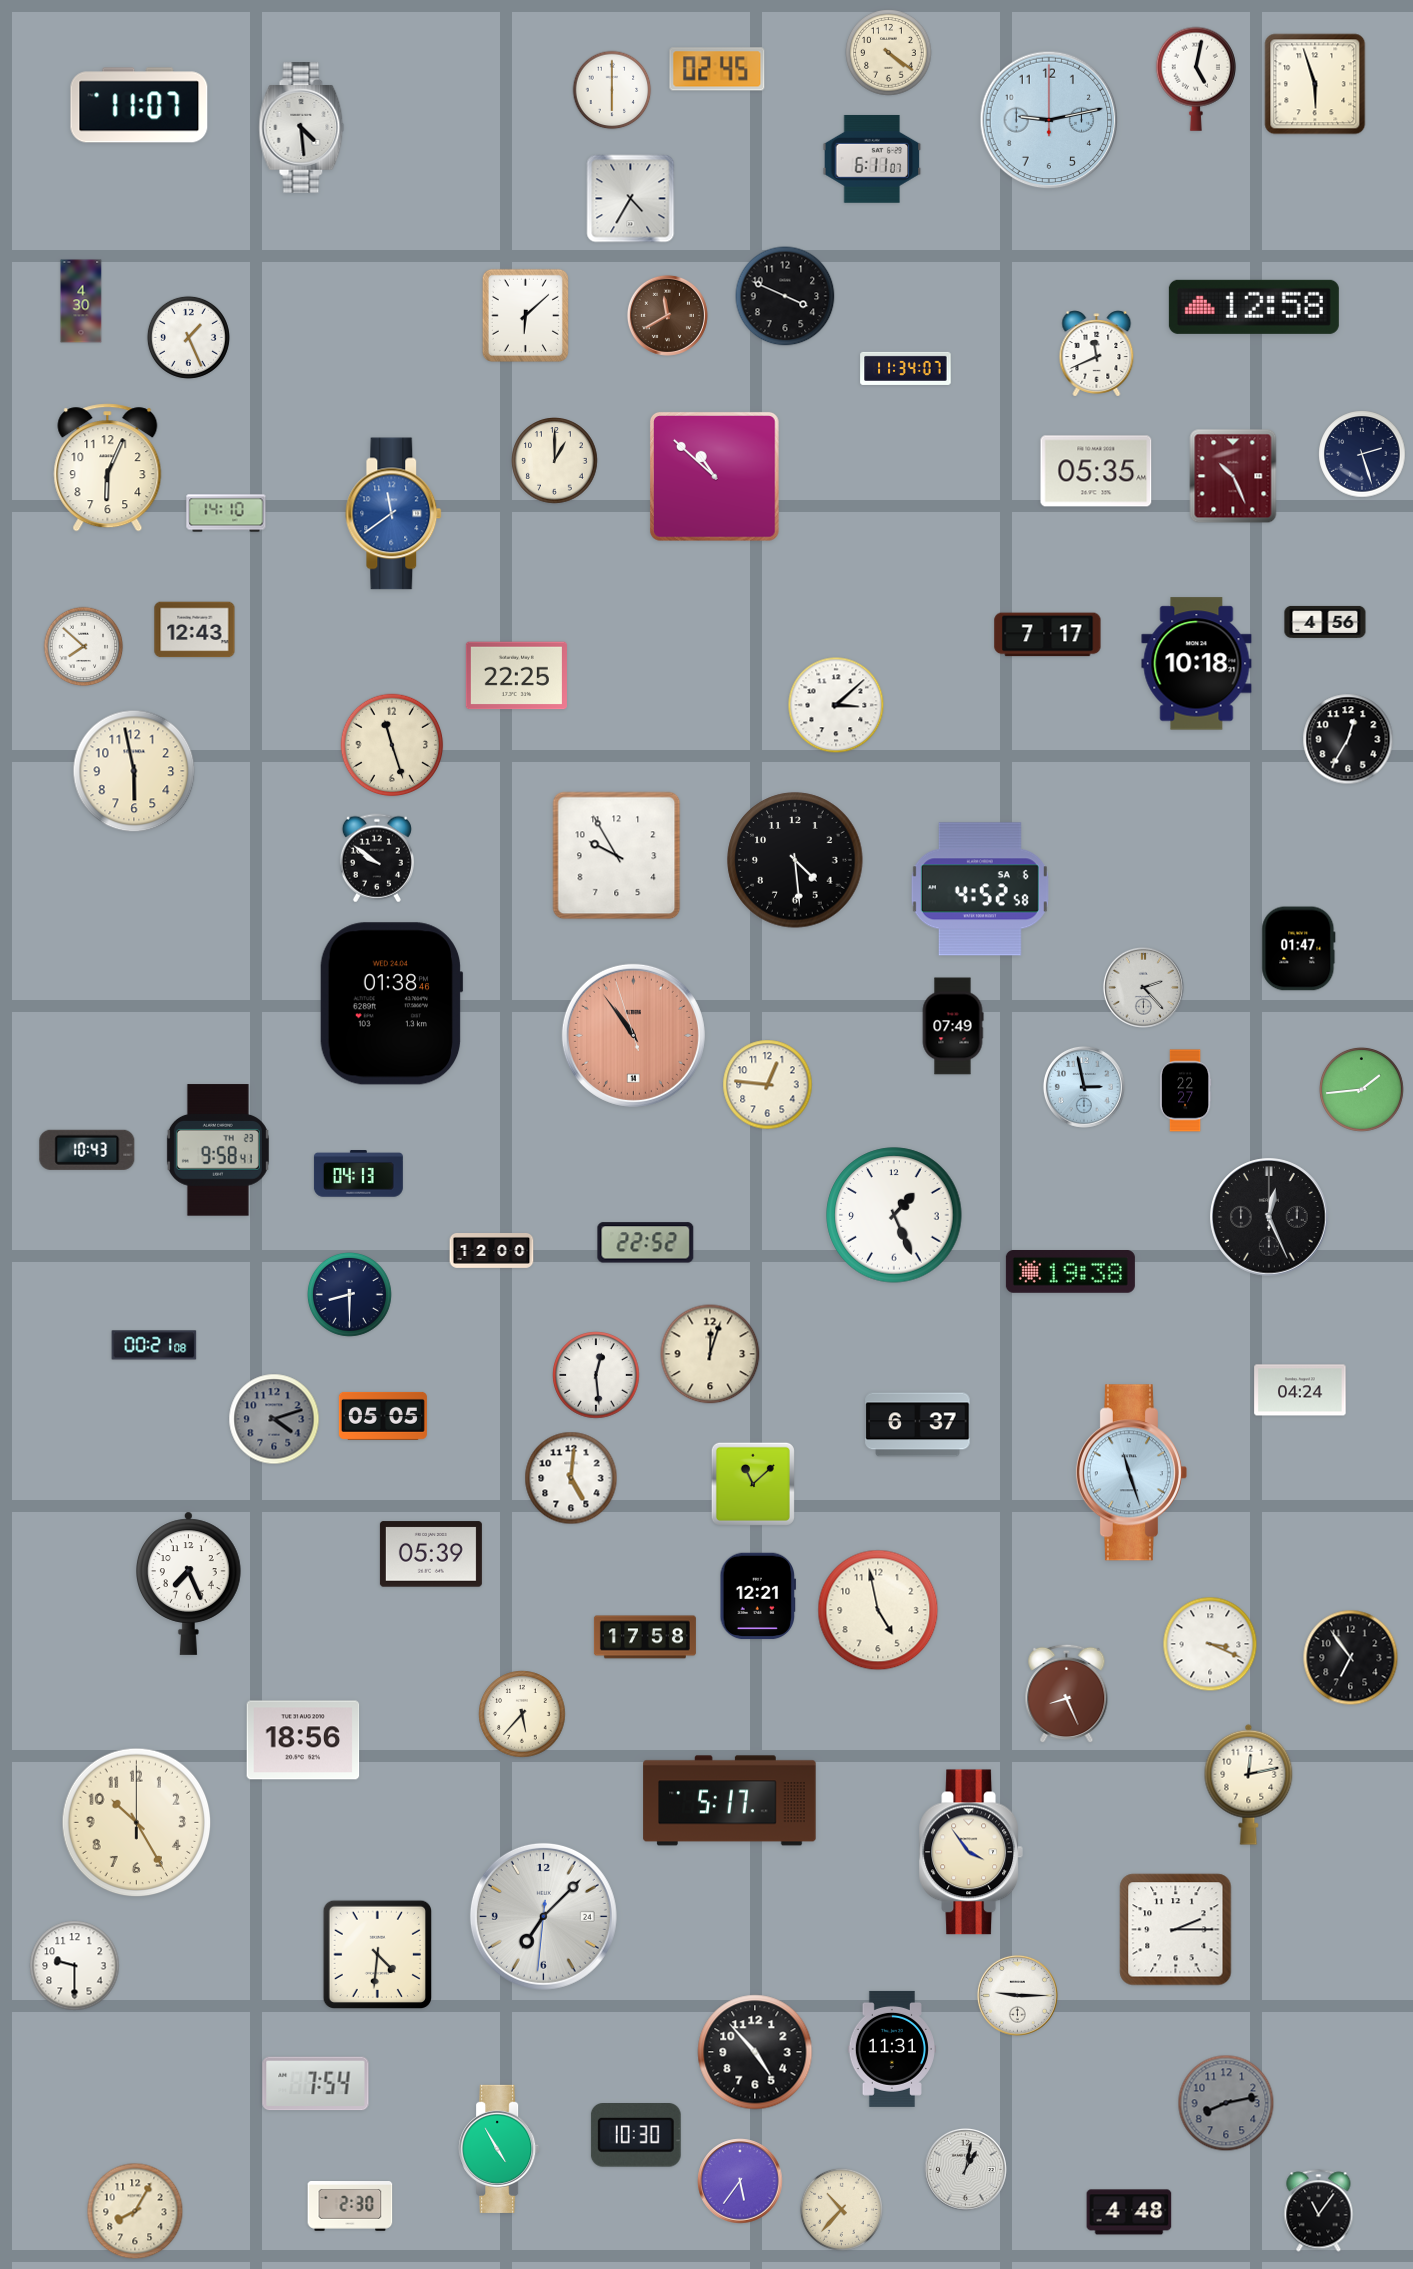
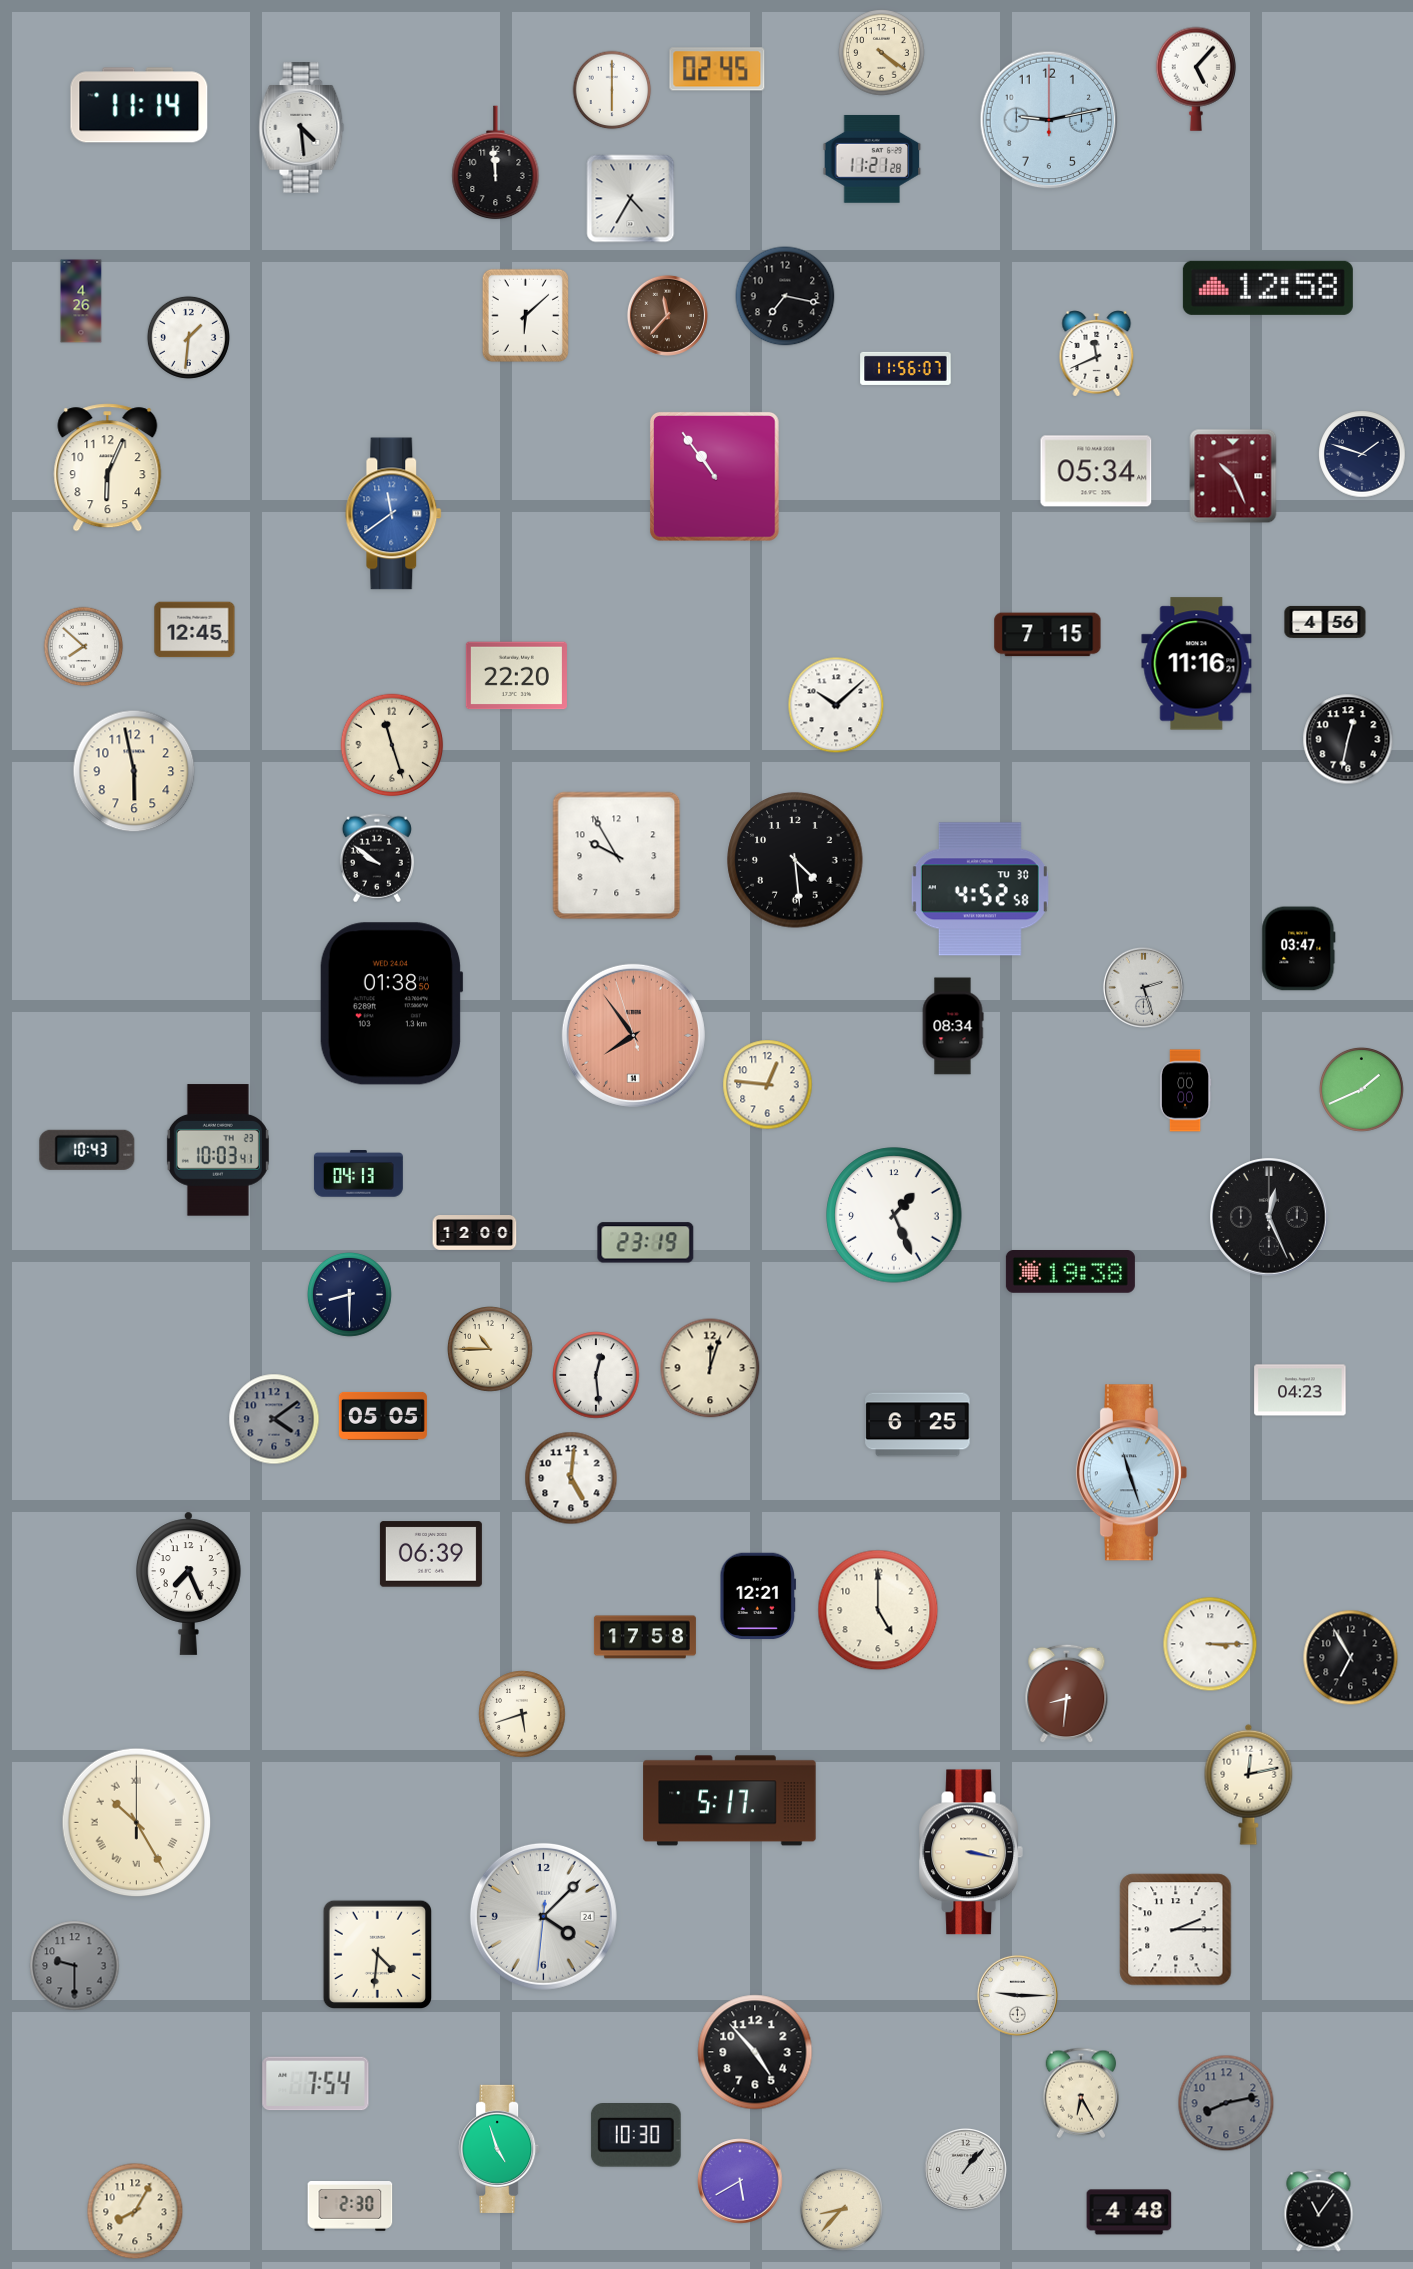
clock at (889, 53) position: (889, 53) -> (882, 53)
clock at (1196, 79): 5:02 -> 5:07
clock at (1315, 84): 5:57 -> none
clock at (139, 105): 11:07 -> 11:14
clock at (872, 159): 6:11 -> 11:21
clock at (496, 163): none -> 11:59
clock at (785, 296): 3:49 -> 7:17
clock at (81, 301): 4:30 -> 4:26
clock at (1254, 307) position: (1254, 307) -> (1268, 288)
clock at (667, 315): 11:40 -> 11:37
clock at (188, 337): 1:26 -> 1:31
clock at (906, 368): 11:34 -> 11:56
clock at (1362, 454): 2:27 -> 1:48
clock at (555, 461): 1:00 -> none
clock at (1096, 471): 05:35 -> 05:34
clock at (714, 476): 10:52 -> 10:54
clock at (226, 513): 14:10 -> none
clock at (195, 630): 12:43 -> 12:45
clock at (1048, 635): 7:17 -> 7:15
clock at (1197, 664): 10:18 -> 11:16
clock at (516, 676): 22:25 -> 22:20
clock at (836, 705): 3:08 -> 10:08
clock at (1348, 739): 12:35 -> 12:32
clock at (980, 889) date: SA 6 -> TU 30
clock at (1299, 949): 01:47 -> 03:47
clock at (1143, 987): 2:23 -> 2:27
clock at (391, 1004): 01:38:46 -> 01:38:50
clock at (953, 1026): 07:49 -> 08:34
clock at (633, 1035): 10:53 -> 7:53
clock at (1084, 1087): 2:58 -> none
clock at (1361, 1089): 1:44 -> 1:41
clock at (1185, 1091): 22:27 -> 00:00
clock at (218, 1150): 9:58 -> 10:03
clock at (646, 1243): 22:52 -> 23:19
clock at (492, 1251) position: (492, 1251) -> (475, 1233)
clock at (154, 1345): 00:21 -> none
clock at (491, 1350): none -> 10:45
clock at (710, 1354) position: (710, 1354) -> (710, 1368)
clock at (1300, 1390): 04:24 -> 04:23
clock at (274, 1419): 4:12 -> 4:09
clock at (918, 1425): 6:37 -> 6:25
clock at (753, 1484): 11:08 -> none
clock at (431, 1554): 05:39 -> 06:39
clock at (878, 1610): 4:58 -> 5:00
clock at (1210, 1644): 3:19 -> 3:15
clock at (1351, 1658): 6:54 -> 6:55
clock at (1067, 1694): 8:26 -> 8:31
clock at (522, 1714): 5:37 -> 5:42
clock at (303, 1740): 18:56 -> none
clock at (137, 1823) numerals: Arabic -> Roman
clock at (970, 1852): 3:54 -> 3:17
clock at (543, 1916): 7:07 -> 4:07
clock at (75, 1966) dial: white -> grey
clock at (891, 2049): 11:31 -> none
clock at (1080, 2093): none -> 6:25
clock at (499, 2149): 4:55 -> 4:57
clock at (965, 2169): 1:02 -> 1:07
clock at (740, 2181): 5:36 -> 5:40
clock at (841, 2209): 10:37 -> 8:37
